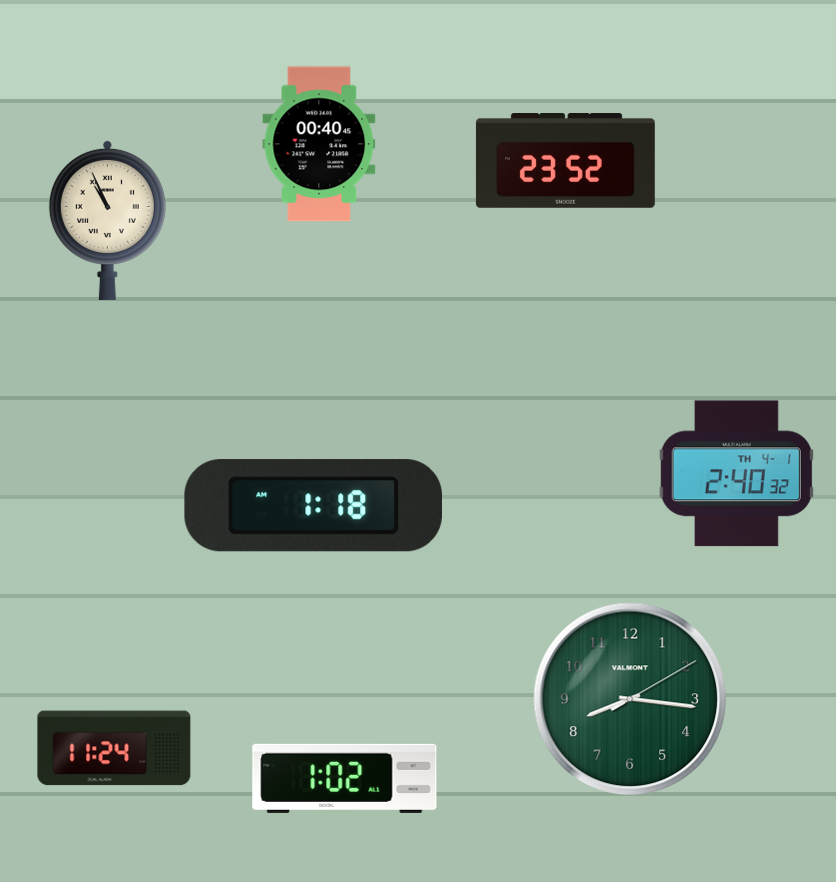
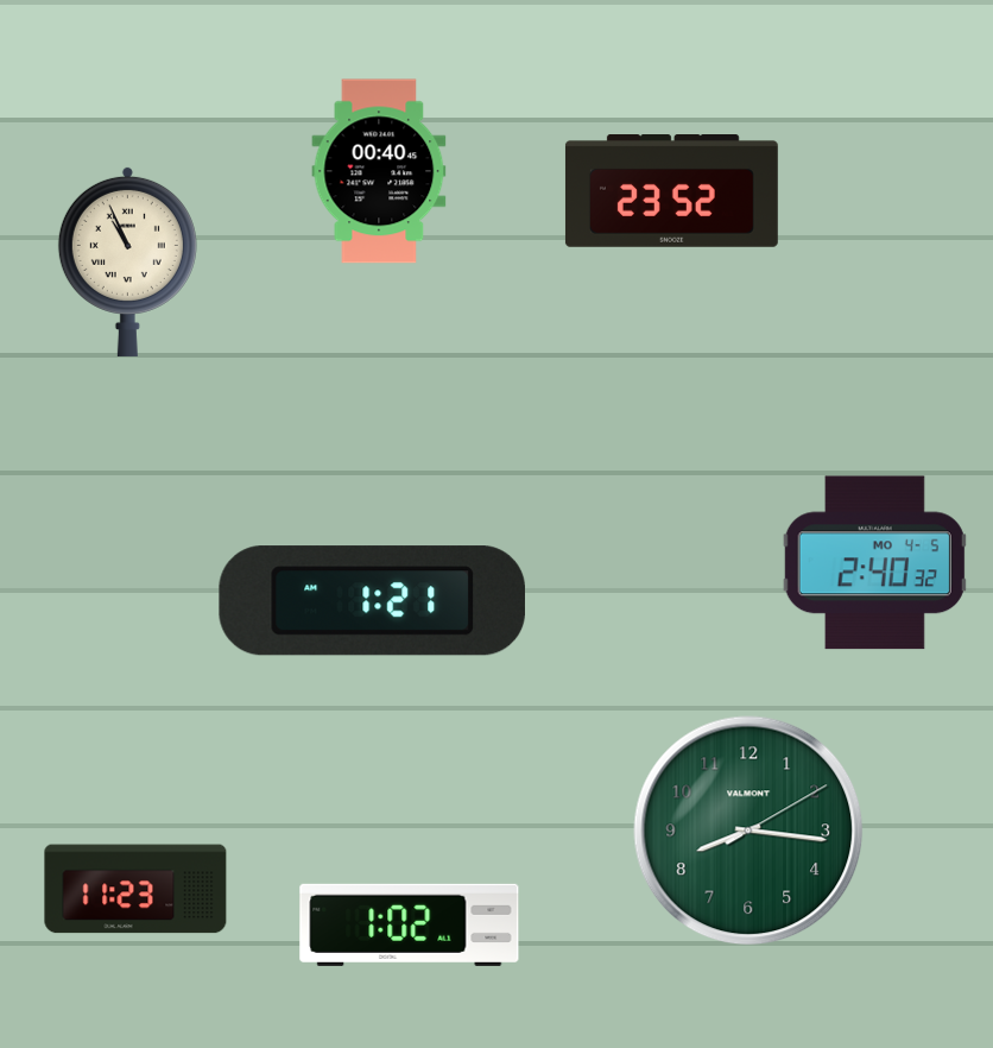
clock at (736, 474) date: TH 4-1 -> MO 4-5
clock at (313, 506): 1:18 -> 1:21
clock at (114, 748): 11:24 -> 11:23
